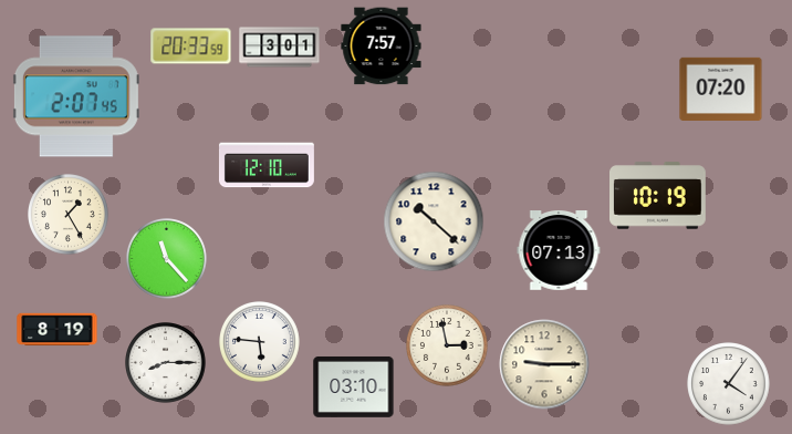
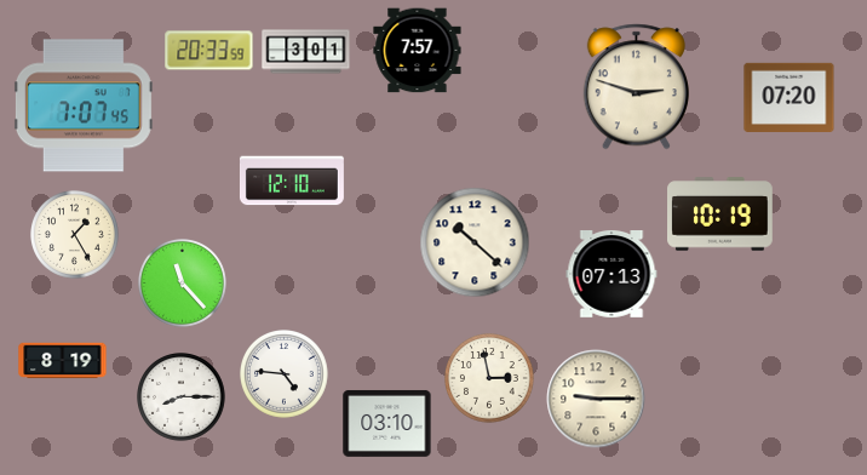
clock at (636, 87): none -> 2:48
clock at (76, 96): 2:07 -> 7:07
clock at (260, 342): 5:46 -> 4:46
clock at (729, 384): 4:06 -> none
